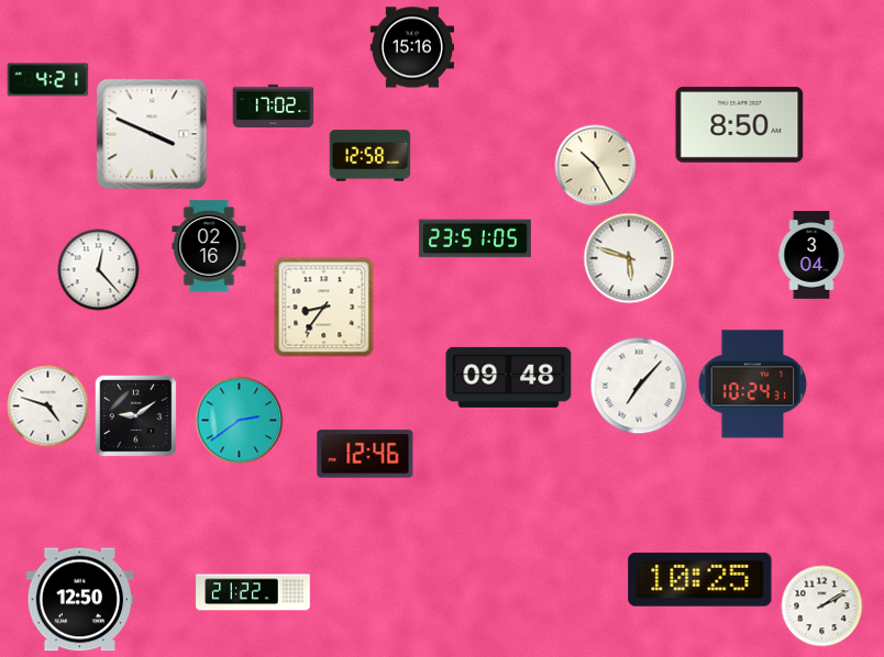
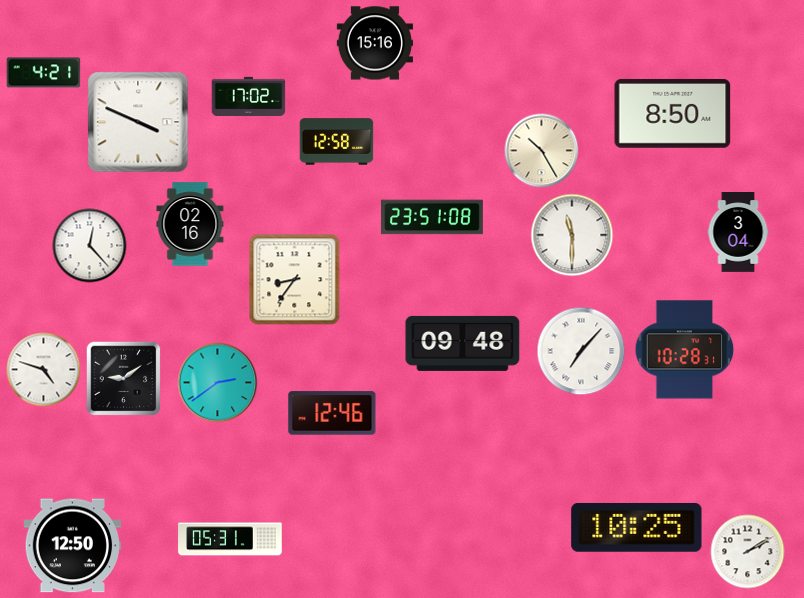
clock at (475, 238): 23:51:05 -> 23:51:08
clock at (629, 258): 5:48 -> 11:30
clock at (753, 385): 10:24 -> 10:28
clock at (253, 592): 21:22 -> 05:31
